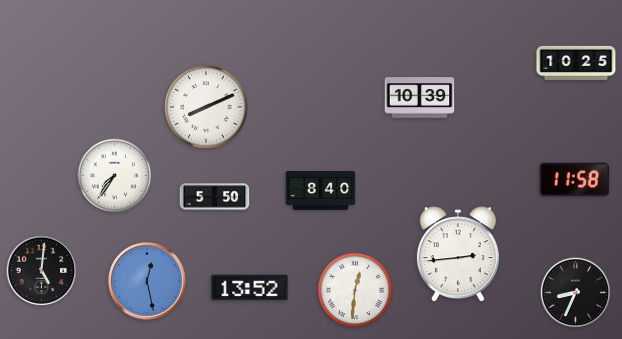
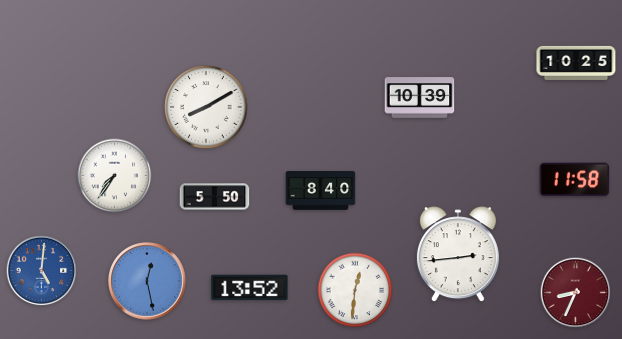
clock at (206, 107): 8:11 -> 8:10
clock at (42, 271) dial: black -> blue
clock at (576, 293) dial: black -> burgundy
